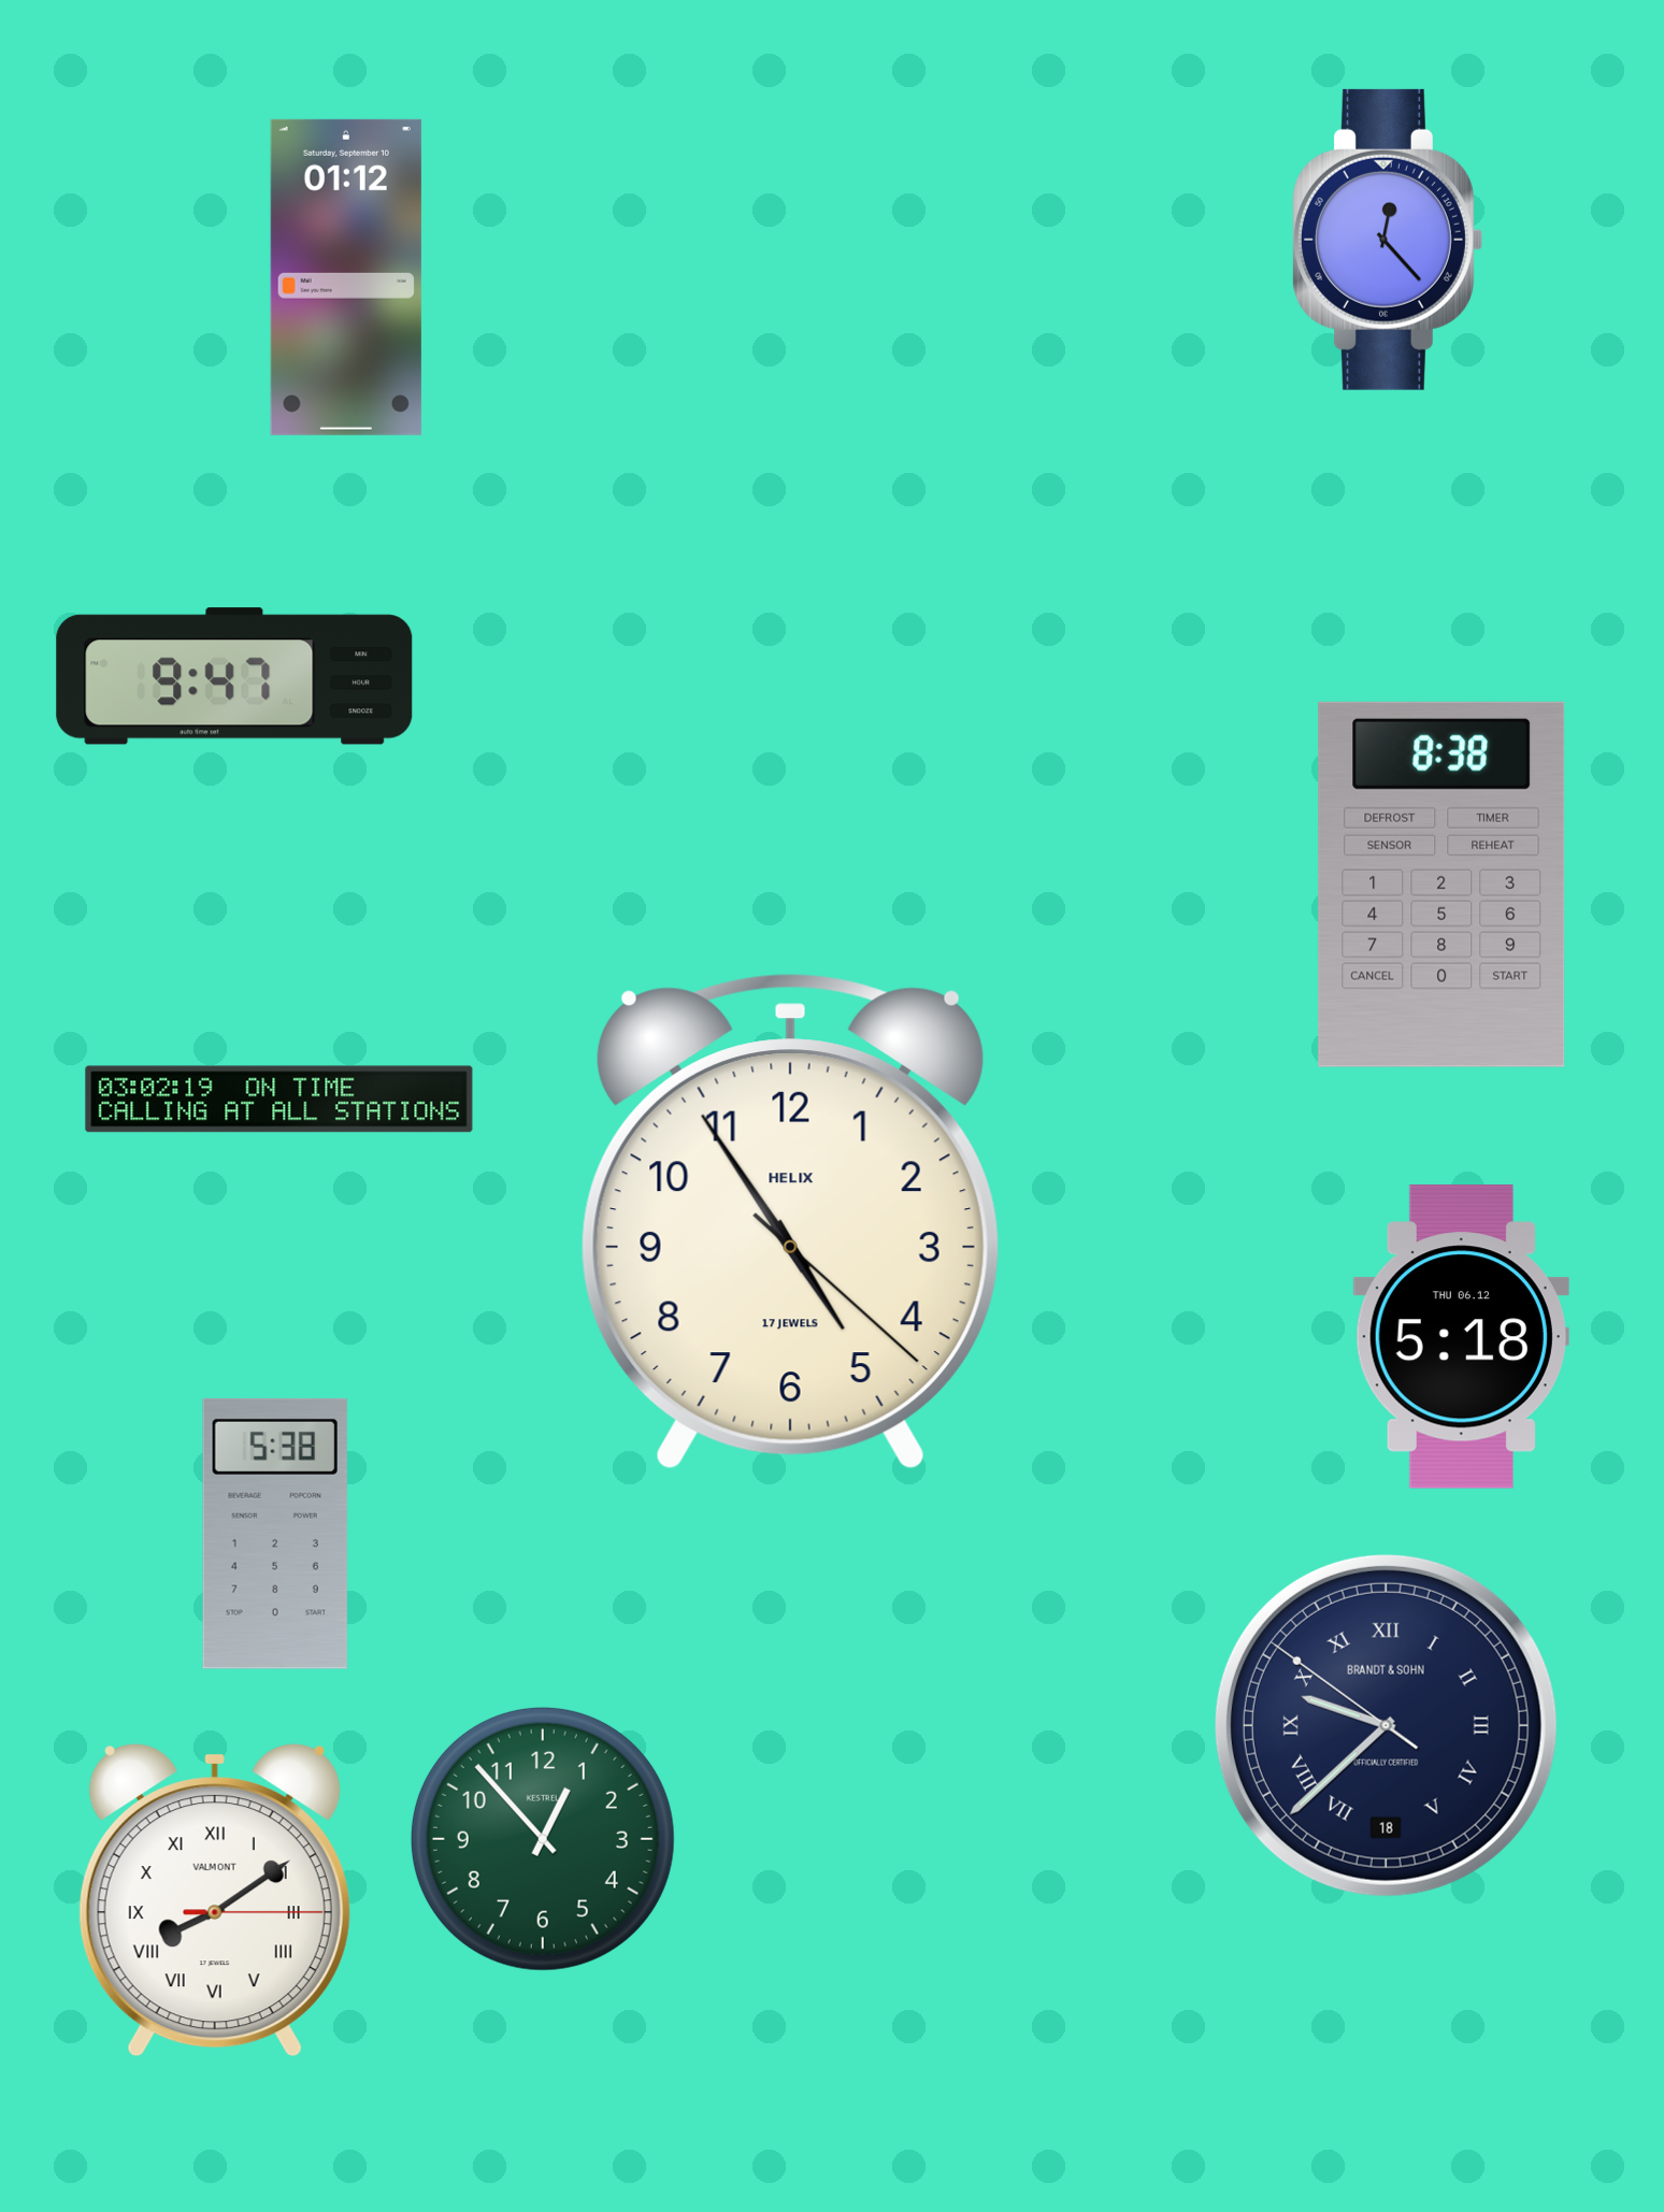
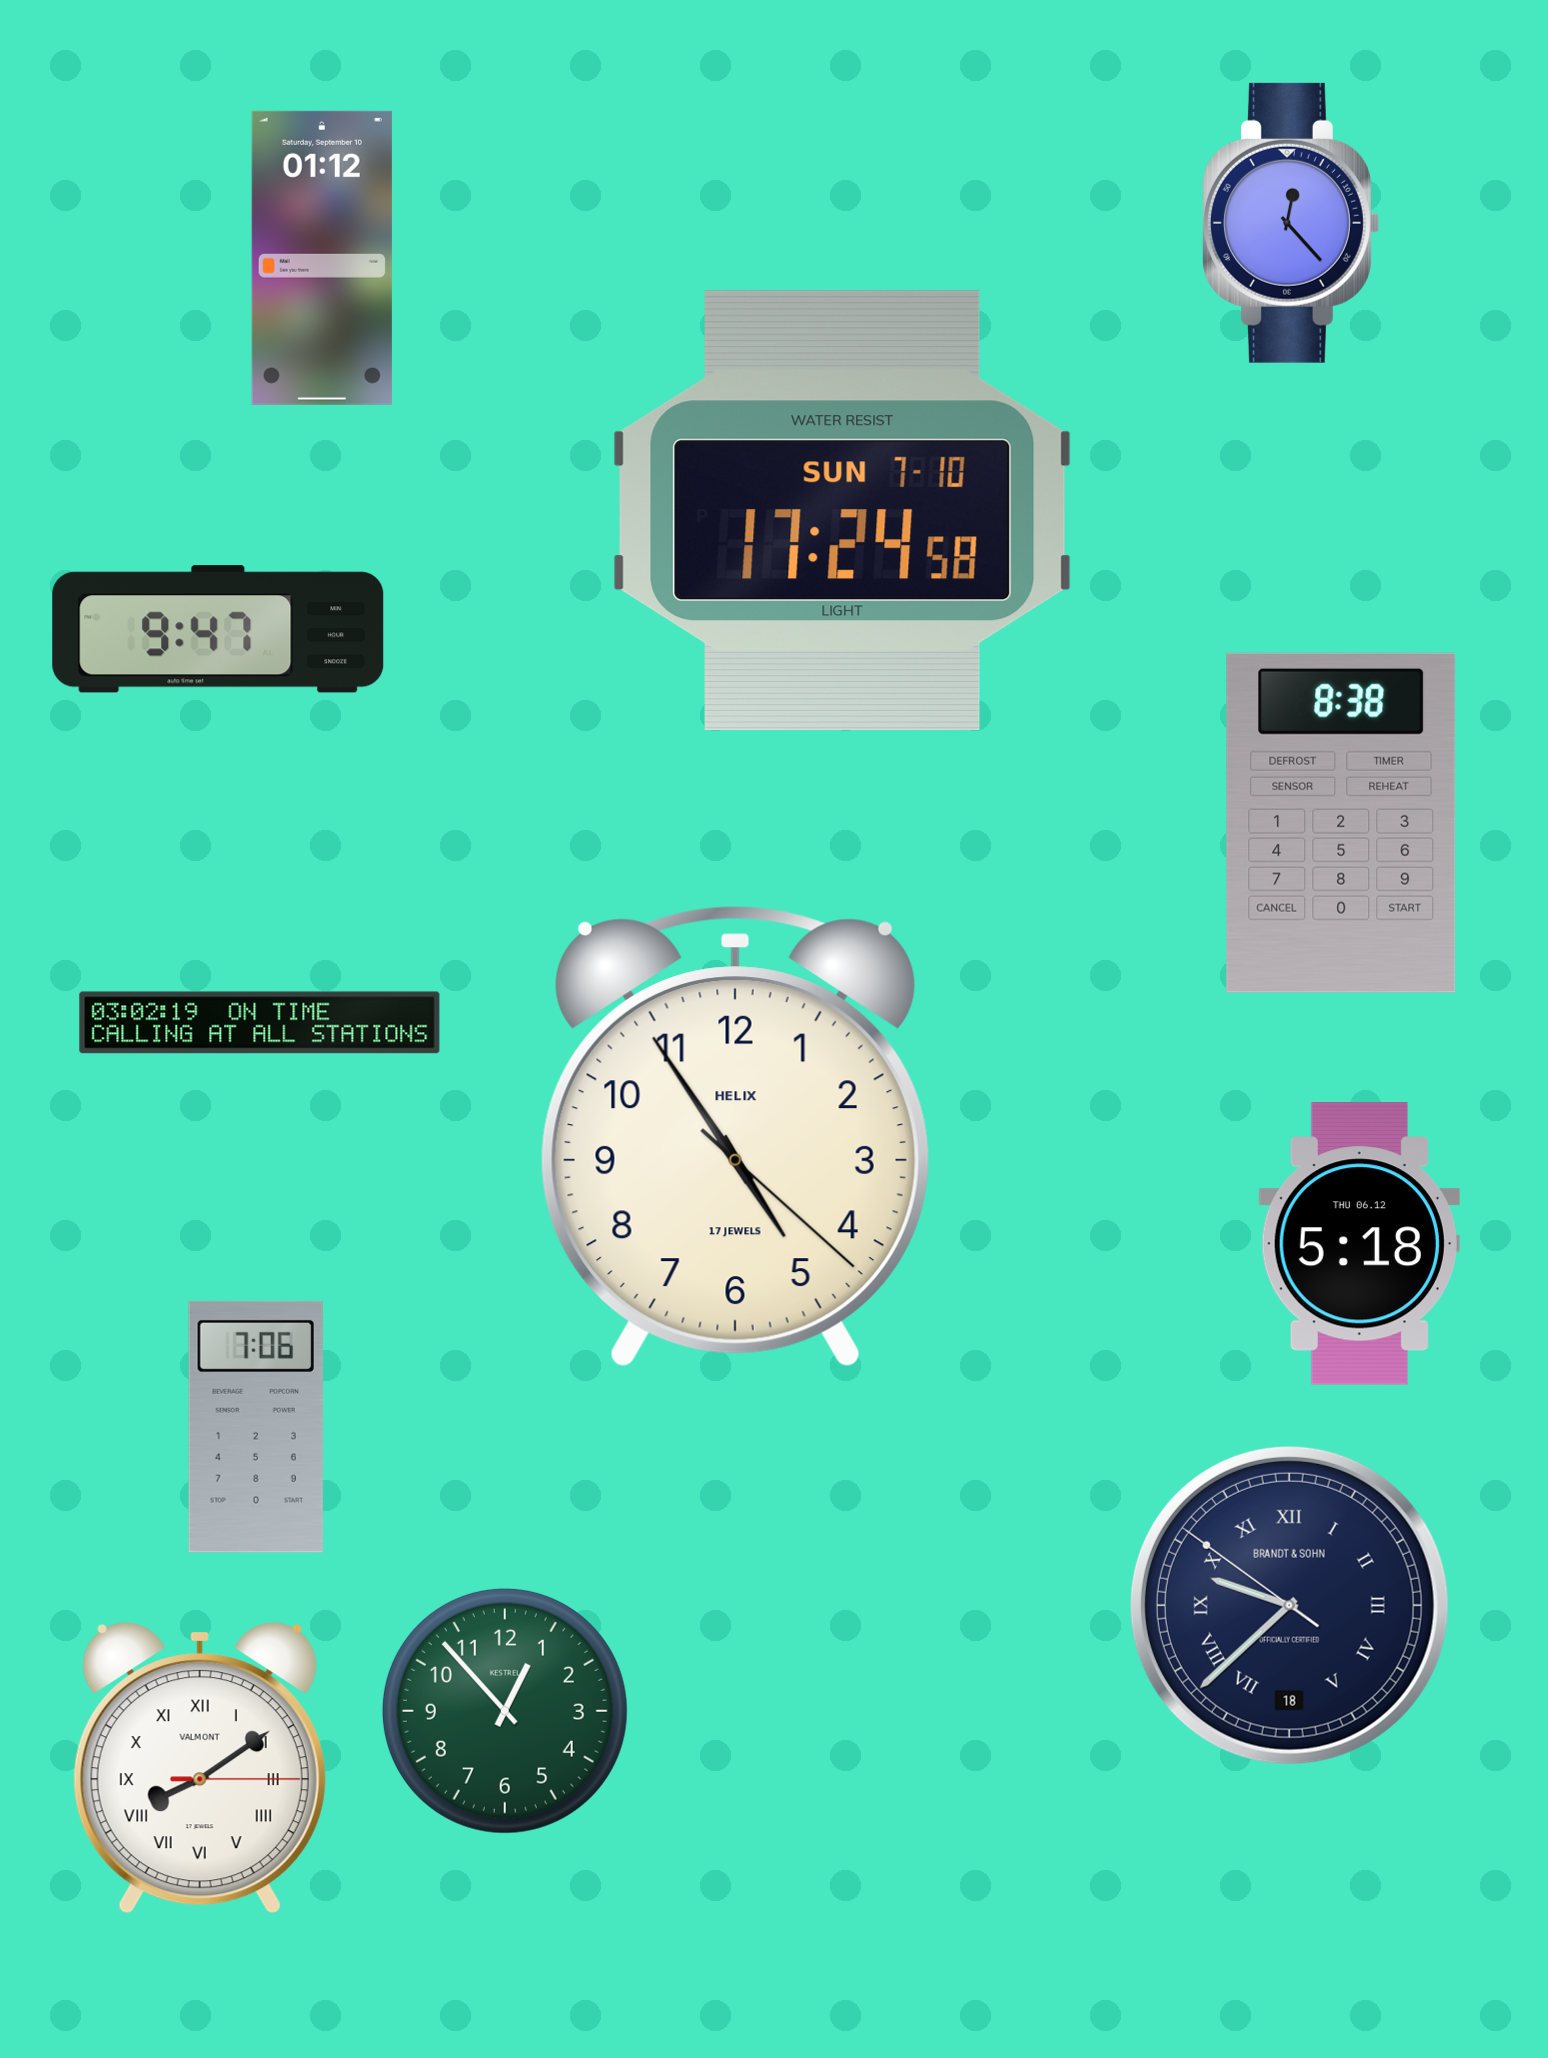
clock at (843, 511): none -> 17:24
clock at (275, 1534): 5:38 -> 7:06
